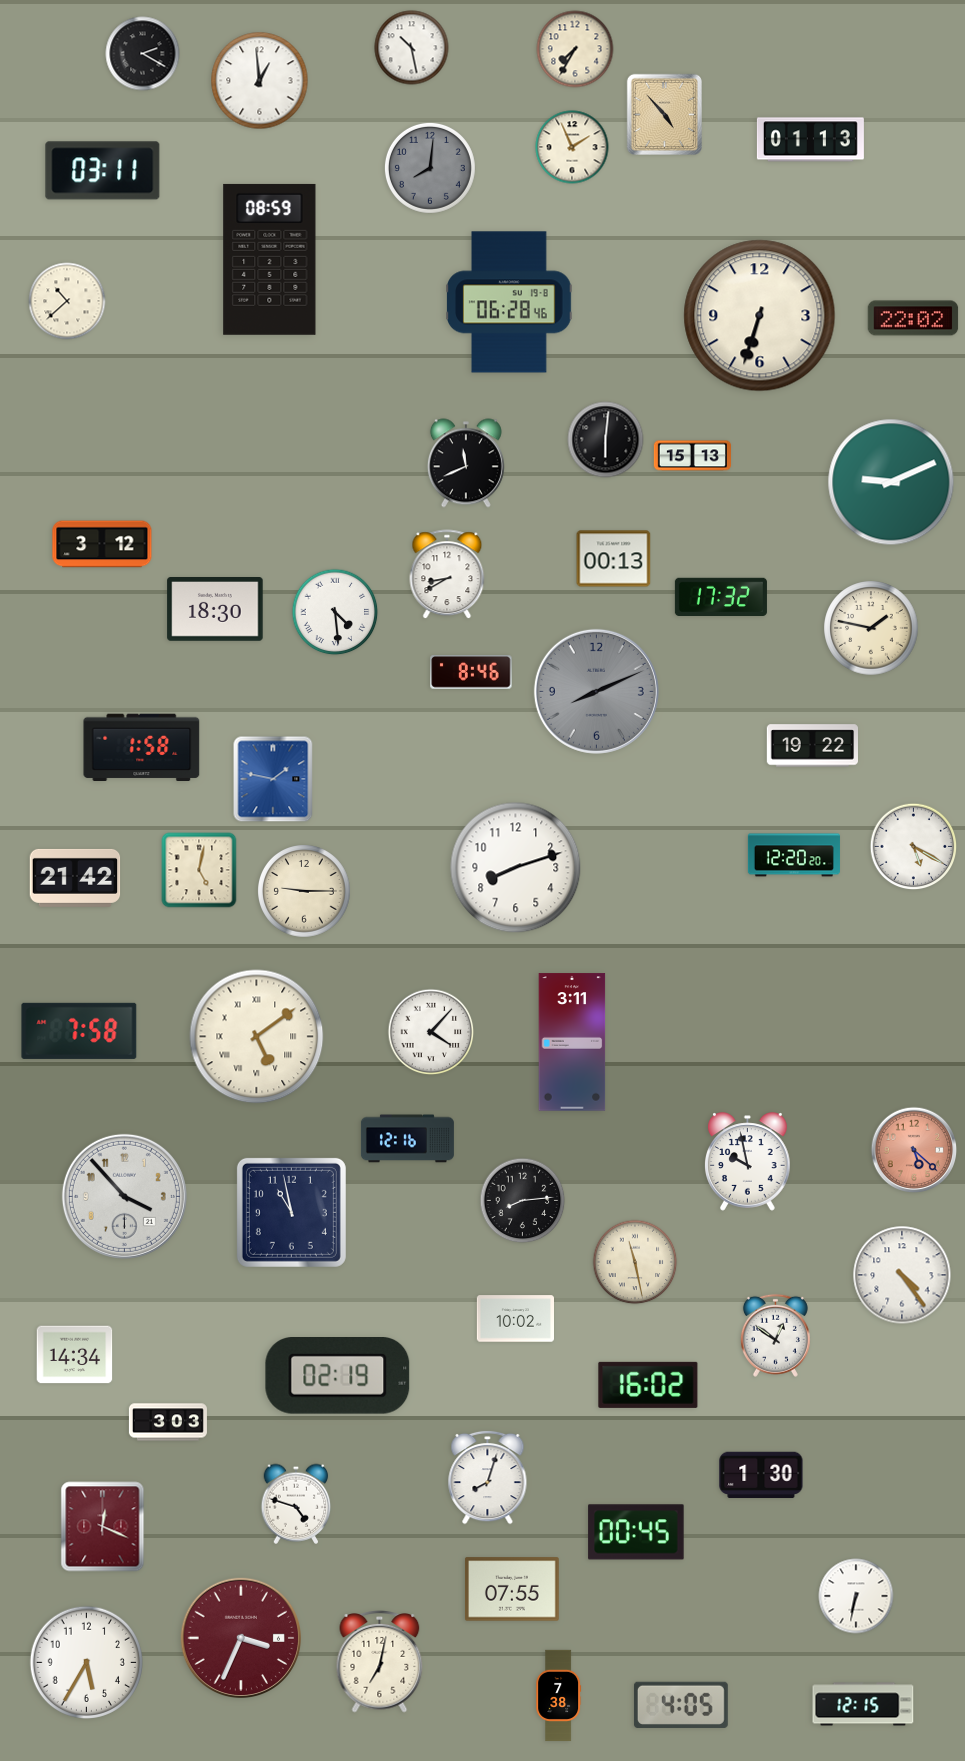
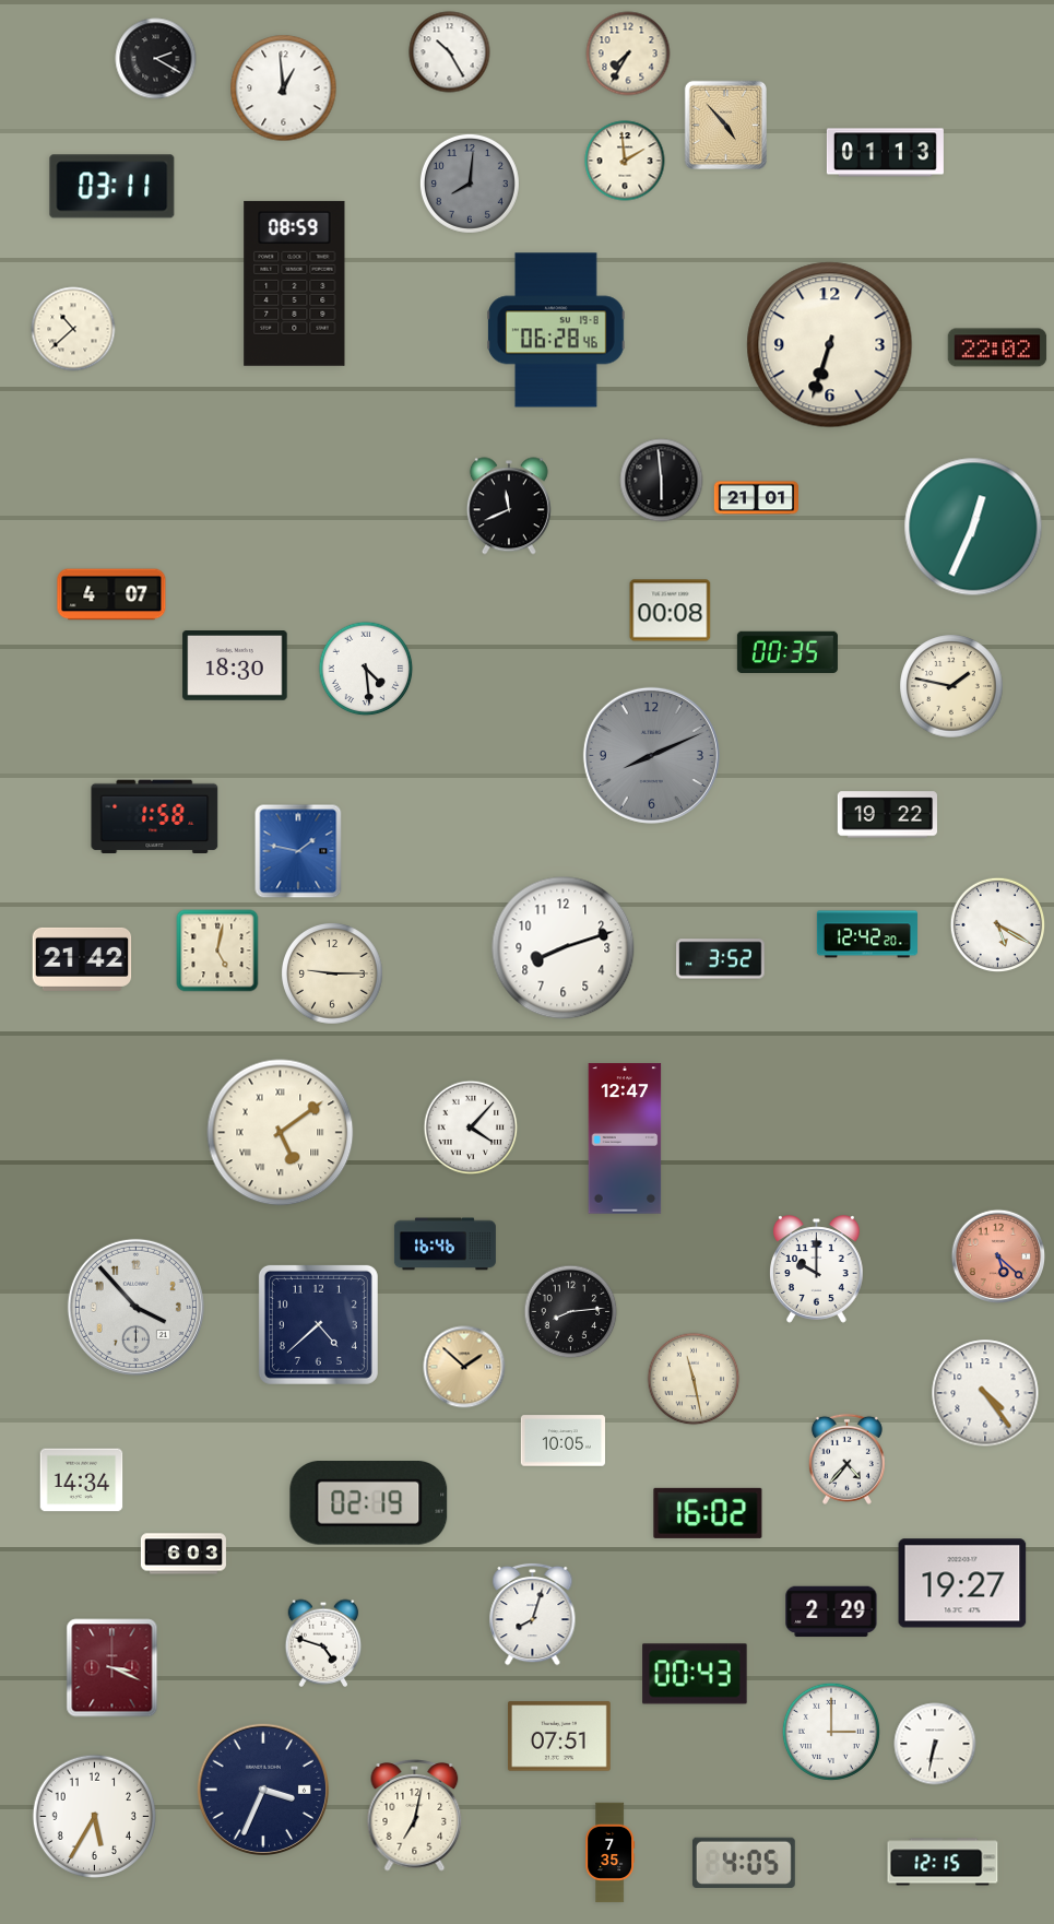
clock at (412, 48): 10:28 -> 10:25
clock at (572, 147): 1:56 -> 1:59
clock at (606, 440): 6:01 -> 5:59
clock at (692, 456): 15:13 -> 21:01
clock at (891, 482): 9:11 -> 12:34
clock at (102, 544): 3:12 -> 4:07
clock at (614, 559): 00:13 -> 00:08
clock at (447, 575): 8:40 -> none
clock at (721, 597): 17:32 -> 00:35
clock at (471, 672): 8:46 -> none
clock at (794, 855): 12:20 -> 12:42
clock at (721, 959): none -> 3:52
clock at (79, 1031): 7:58 -> none
clock at (572, 1042): 3:11 -> 12:47
clock at (407, 1139): 12:16 -> 16:46
clock at (748, 1162): 9:58 -> 10:00
clock at (291, 1212): 10:58 -> 4:38
clock at (464, 1367): none -> 1:52
clock at (515, 1319): 10:02 -> 10:05
clock at (775, 1335): 12:51 -> 4:37
clock at (168, 1422): 3:03 -> 6:03
clock at (962, 1583): none -> 19:27
clock at (761, 1475): 1:30 -> 2:29
clock at (103, 1527): 12:19 -> 3:19
clock at (636, 1532): 00:45 -> 00:43
clock at (831, 1732): none -> 3:00
clock at (512, 1589): 07:55 -> 07:51
clock at (240, 1637) dial: burgundy -> navy
clock at (559, 1696): 7:38 -> 7:35
